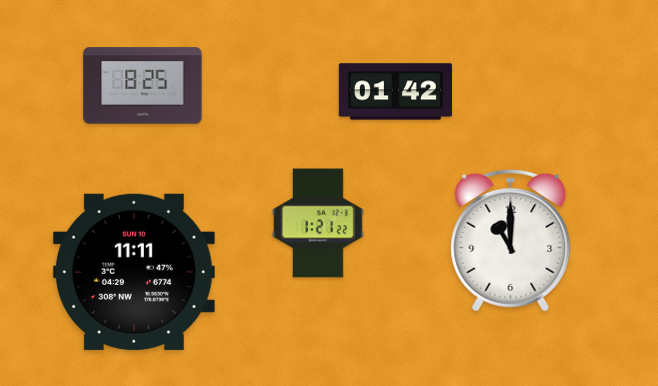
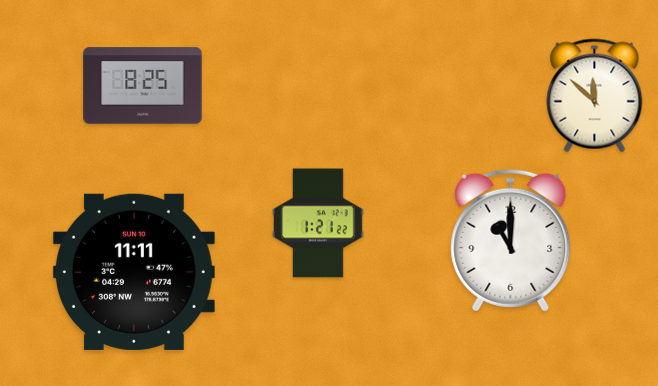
clock at (395, 92): 01:42 -> none
clock at (595, 96): none -> 11:52
